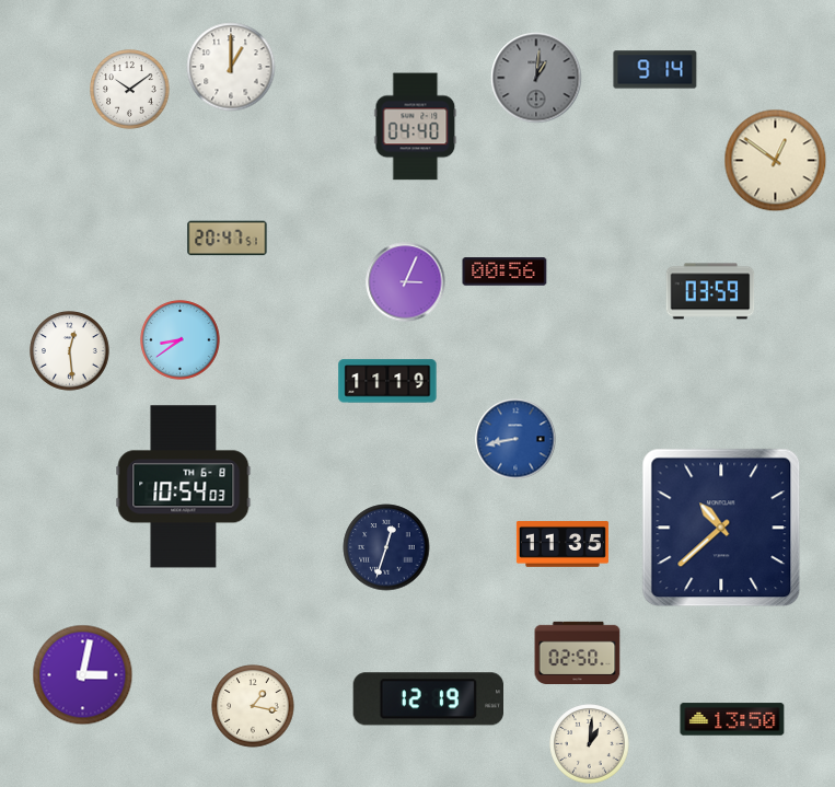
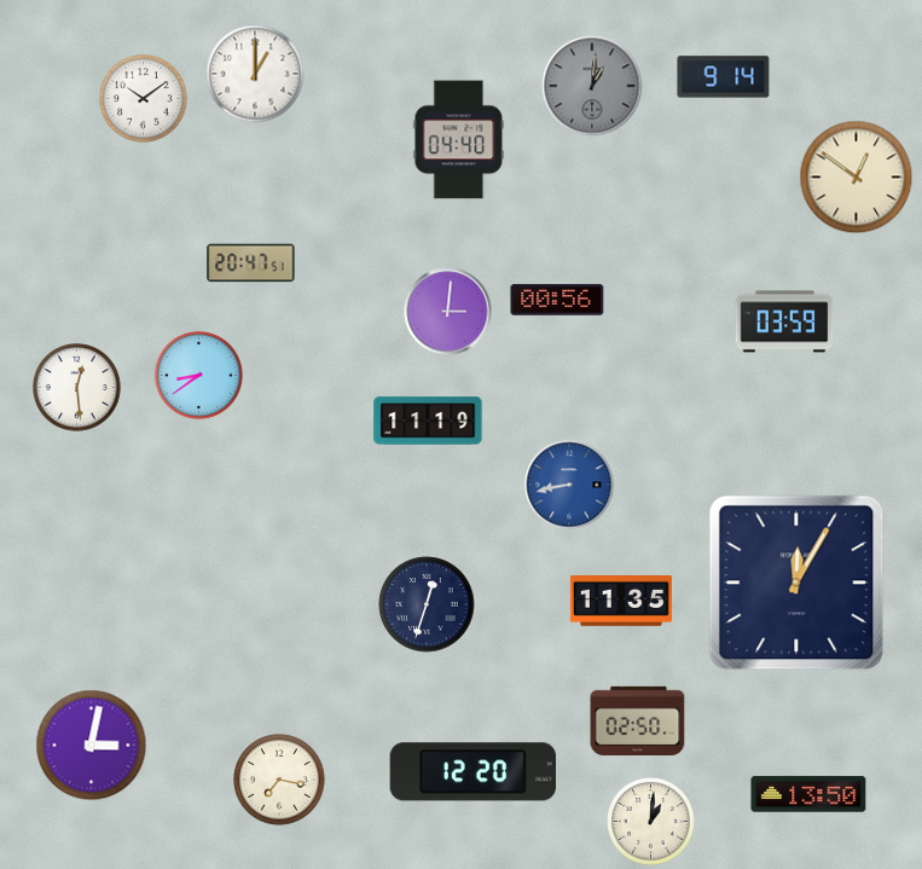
clock at (406, 282): 3:04 -> 3:01
clock at (184, 487): 10:54 -> none
clock at (721, 528): 10:38 -> 12:05
clock at (428, 699): 12:19 -> 12:20
clock at (253, 706): 1:17 -> 7:17
